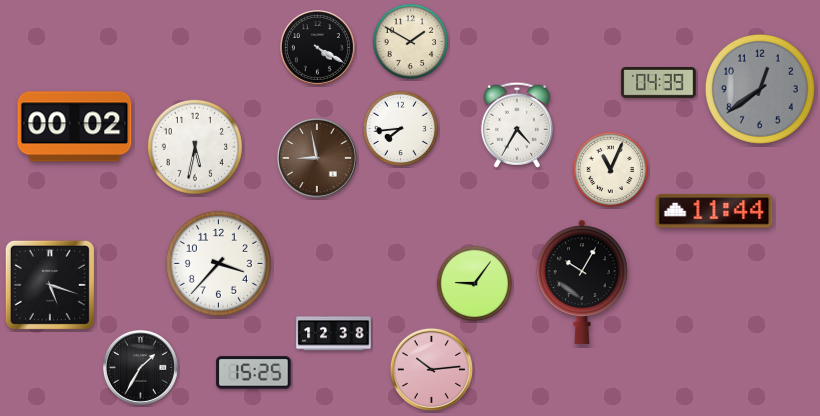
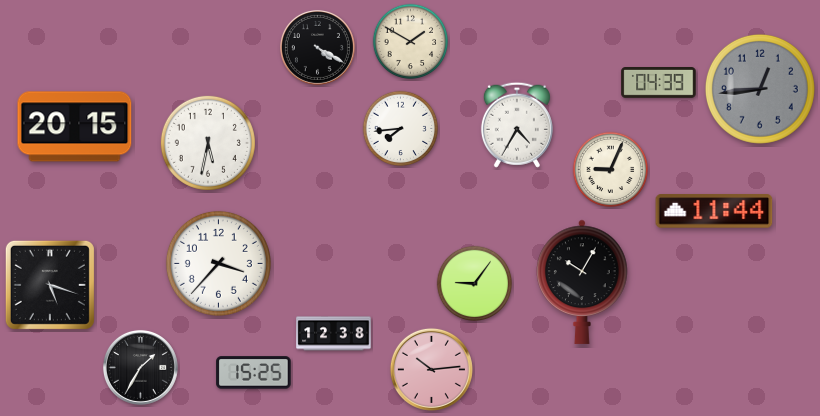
clock at (760, 89): 12:39 -> 12:44
clock at (75, 127): 00:02 -> 20:15
clock at (195, 147) position: (195, 147) -> (208, 143)
clock at (317, 158): 8:58 -> none
clock at (611, 170): 11:04 -> 9:04
